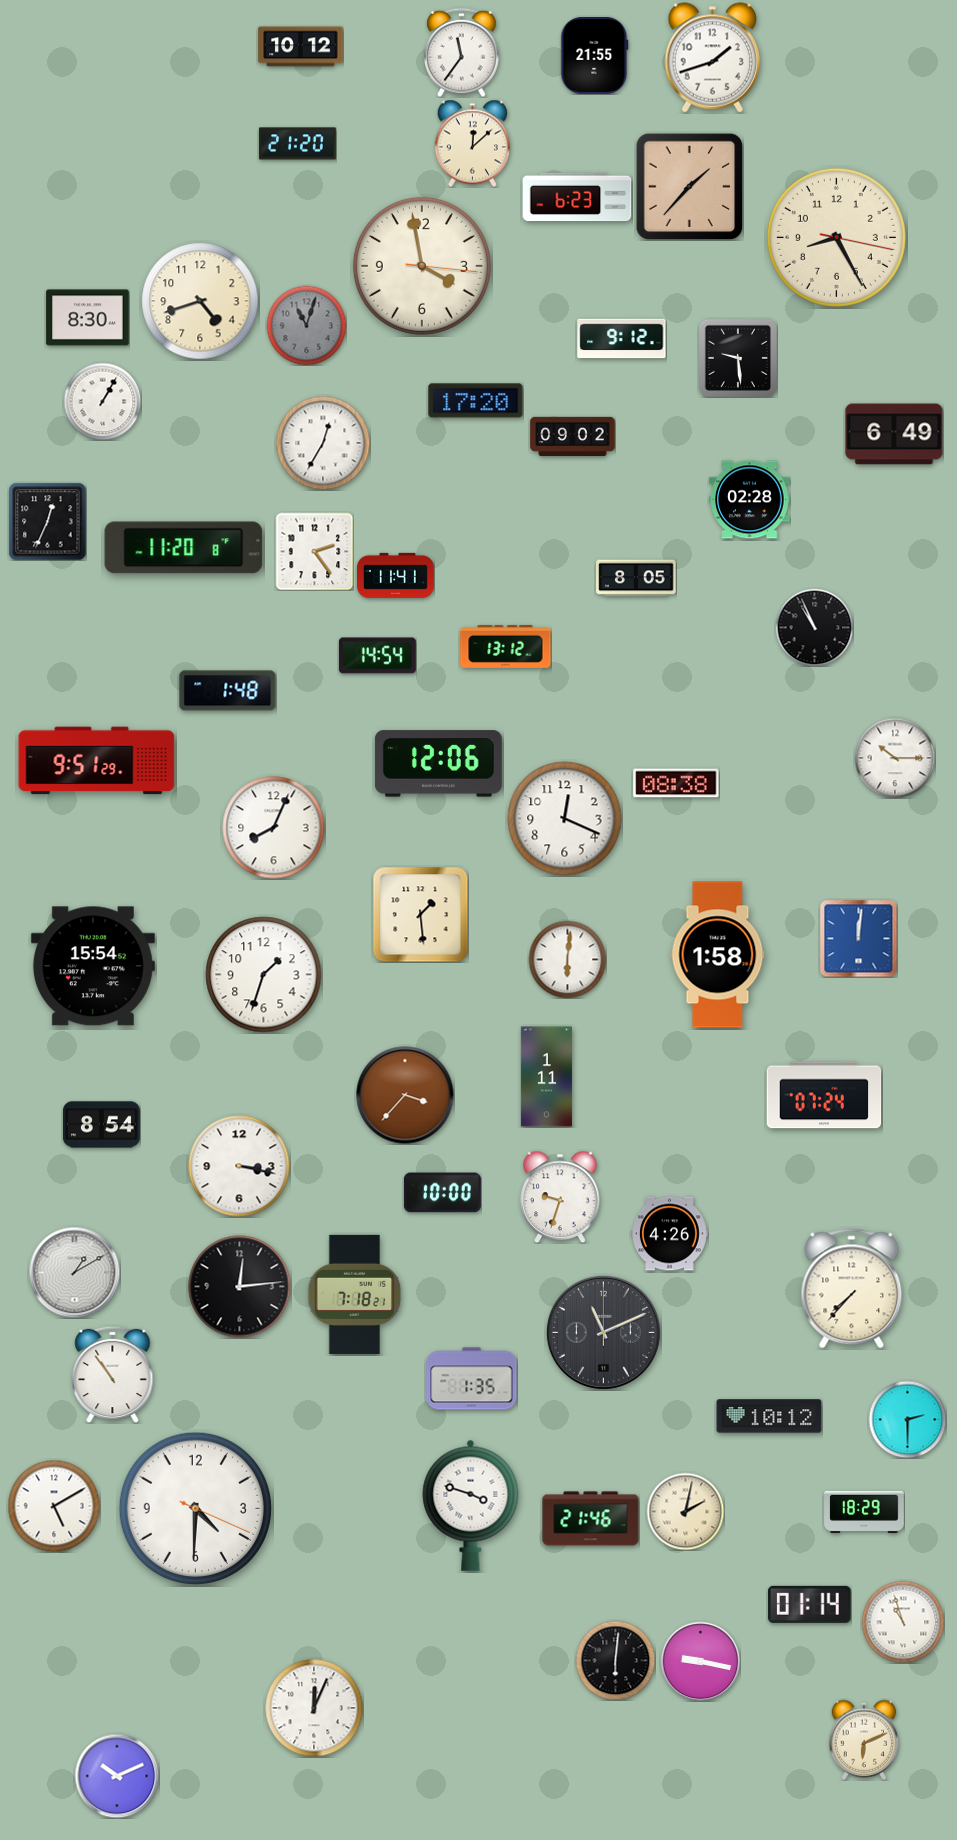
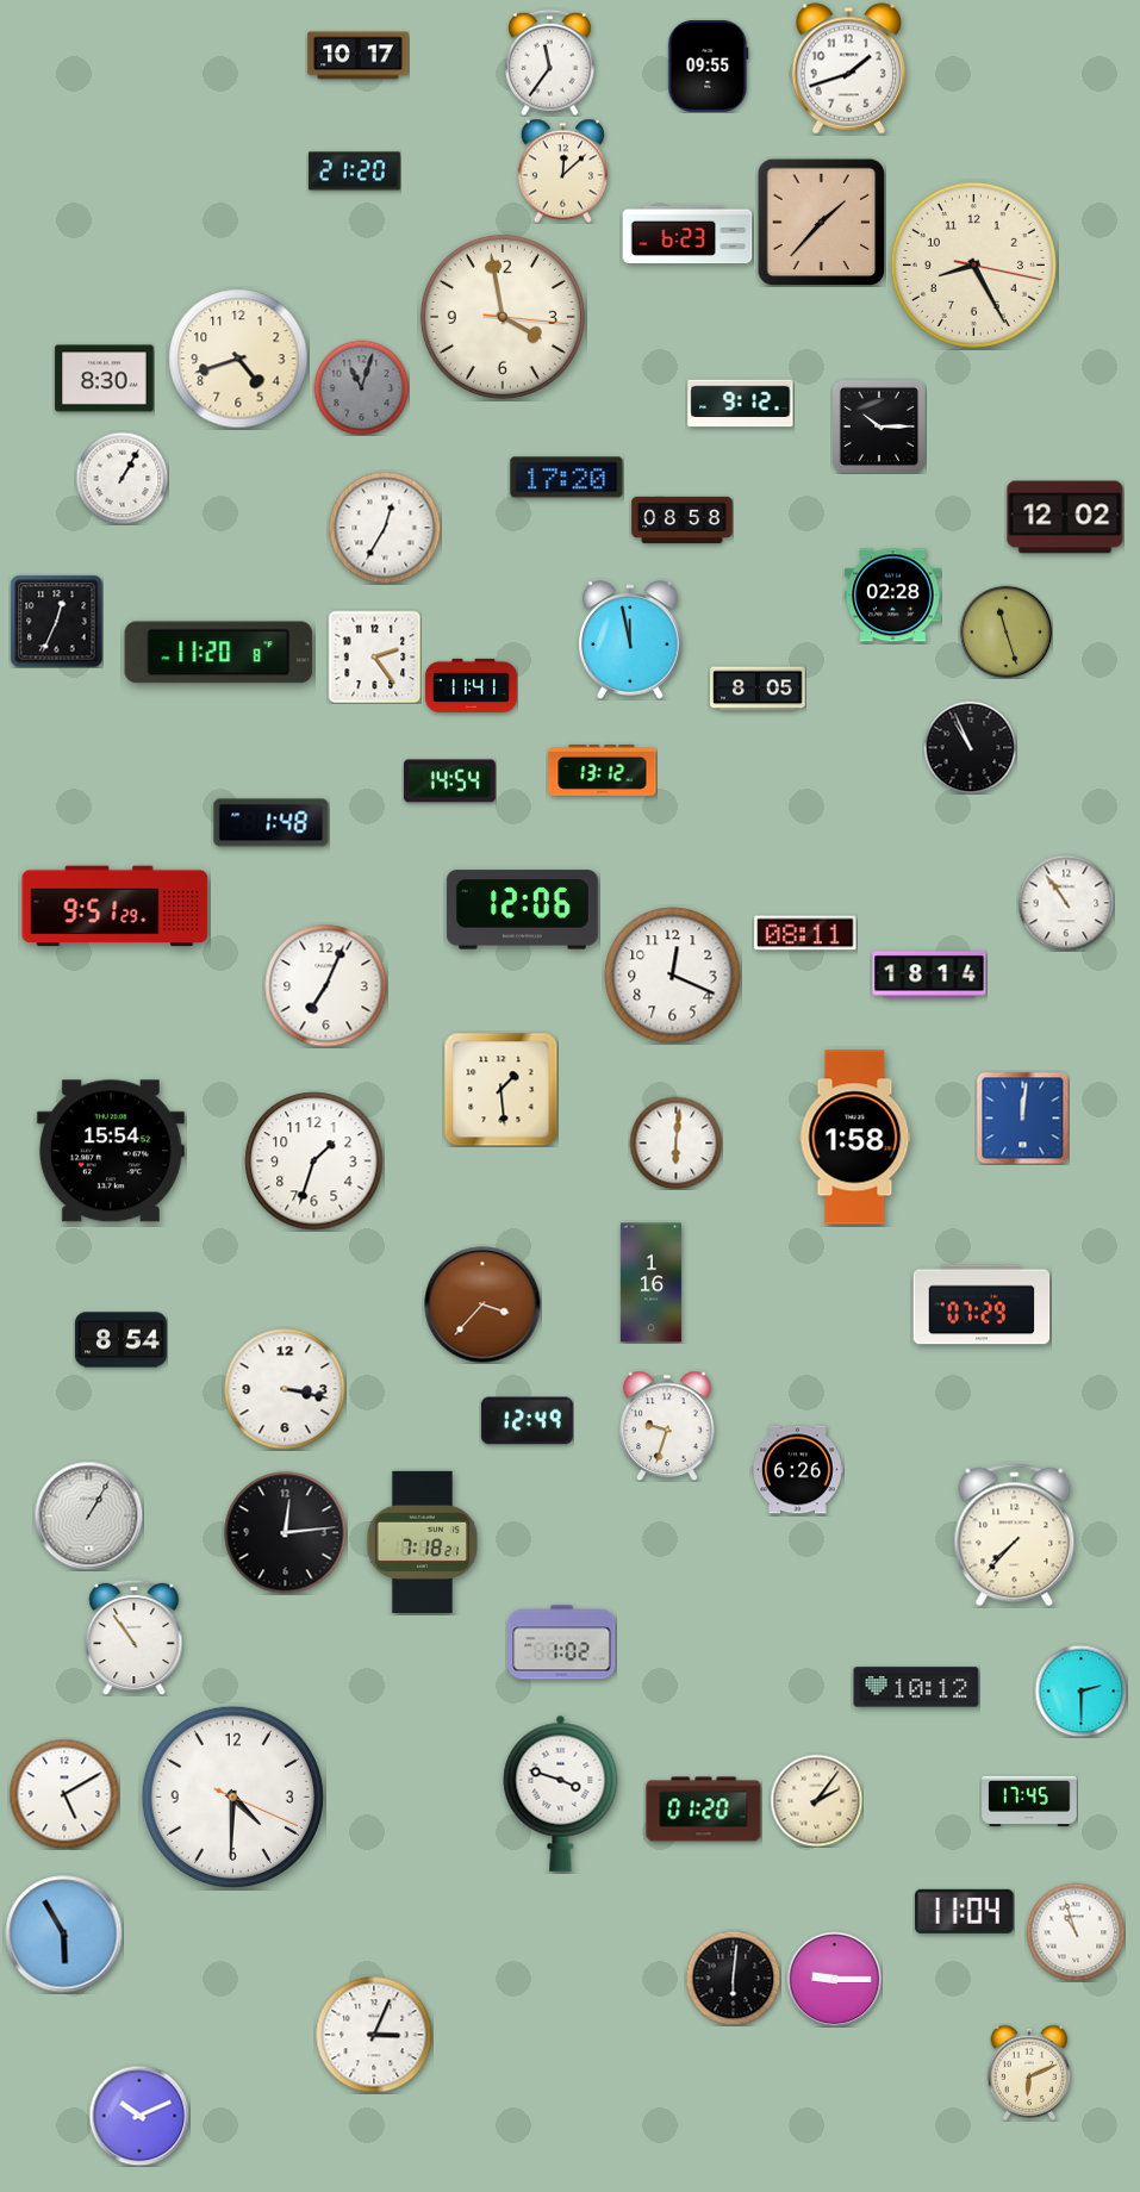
clock at (301, 47): 10:12 -> 10:17
clock at (595, 55): 21:55 -> 09:55
clock at (836, 237) position: (836, 237) -> (973, 264)
clock at (306, 325) position: (306, 325) -> (361, 387)
clock at (738, 358): 9:29 -> 10:15
clock at (894, 434): 6:49 -> 12:02
clock at (573, 437): 09:02 -> 08:58
clock at (1005, 631): none -> 11:27
clock at (631, 640): none -> 11:58
clock at (895, 758): 10:15 -> 10:54
clock at (676, 783): 08:38 -> 08:11
clock at (929, 974): none -> 18:14
clock at (274, 828): 8:04 -> 7:04
clock at (546, 1077): 1:11 -> 1:16
clock at (824, 1095): 07:24 -> 07:29
clock at (442, 1193): 10:00 -> 12:49
clock at (669, 1234): 4:26 -> 6:26
clock at (74, 1272): 1:10 -> 1:05
clock at (603, 1332): 11:11 -> none
clock at (472, 1379): 1:35 -> 1:02
clock at (685, 1511): 2:02 -> 2:06
clock at (864, 1511): 18:29 -> 17:45
clock at (591, 1519): 21:46 -> 01:20
clock at (810, 1604): 01:14 -> 11:04
clock at (64, 1935): none -> 5:55
clock at (700, 1661): 9:17 -> 9:15
clock at (314, 1708): 12:04 -> 3:04
